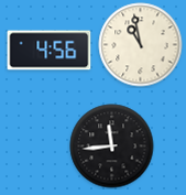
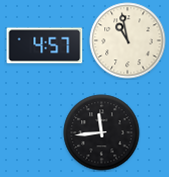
clock at (50, 51): 4:56 -> 4:57
